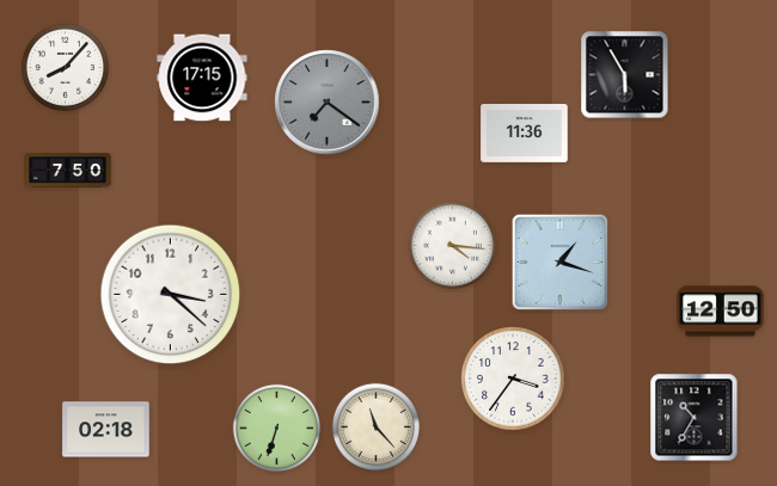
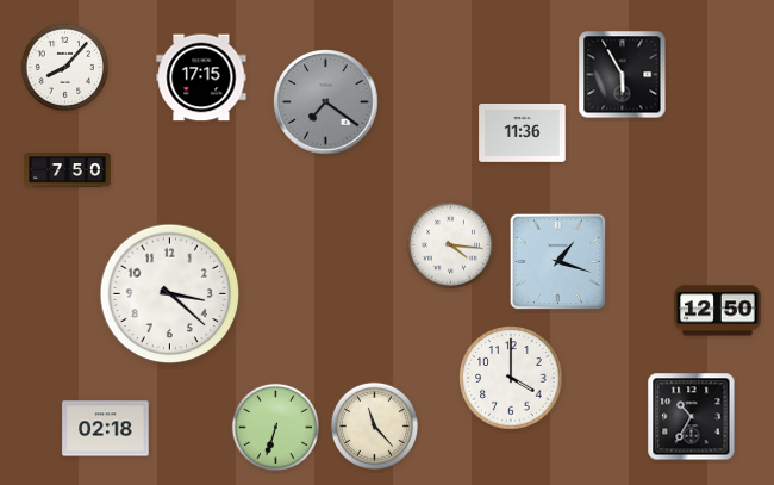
clock at (513, 379): 3:36 -> 4:00
